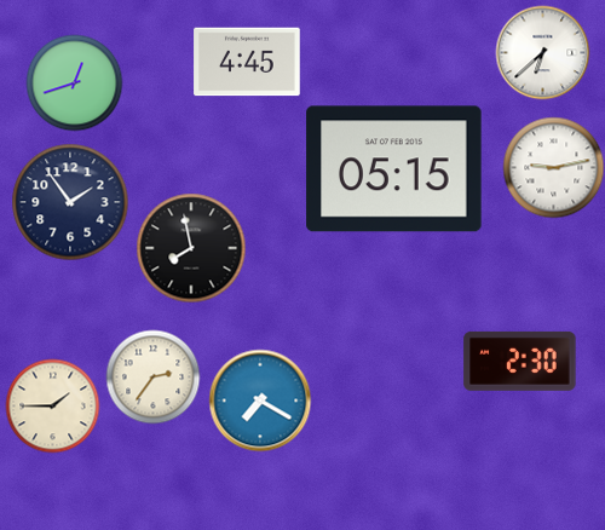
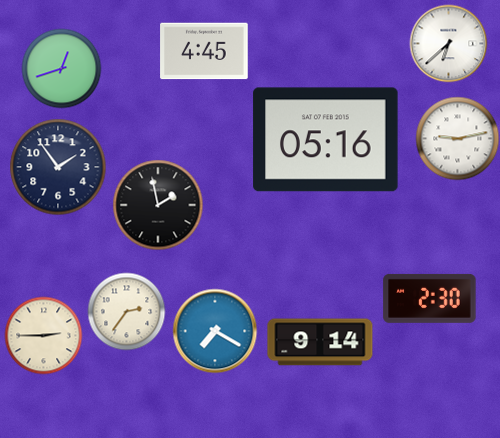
clock at (394, 169): 05:15 -> 05:16
clock at (191, 248): 7:58 -> 1:58
clock at (52, 405): 1:45 -> 2:45
clock at (320, 342): none -> 9:14
